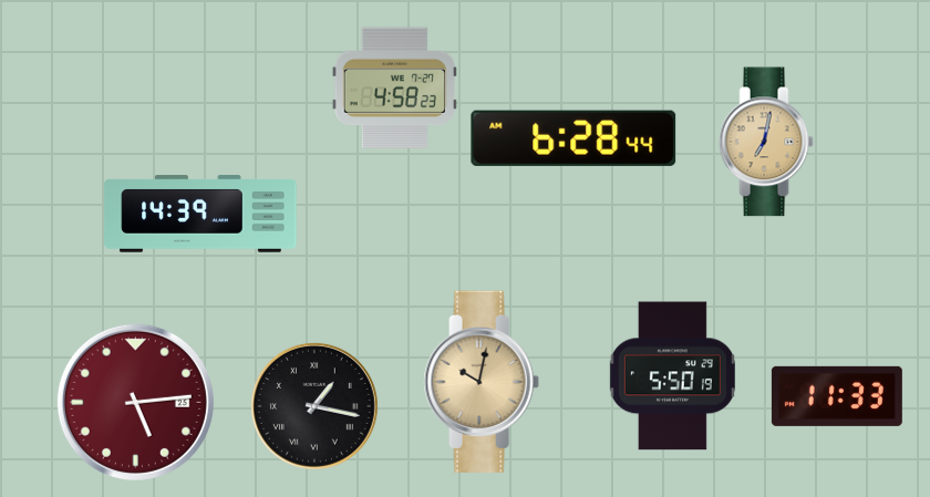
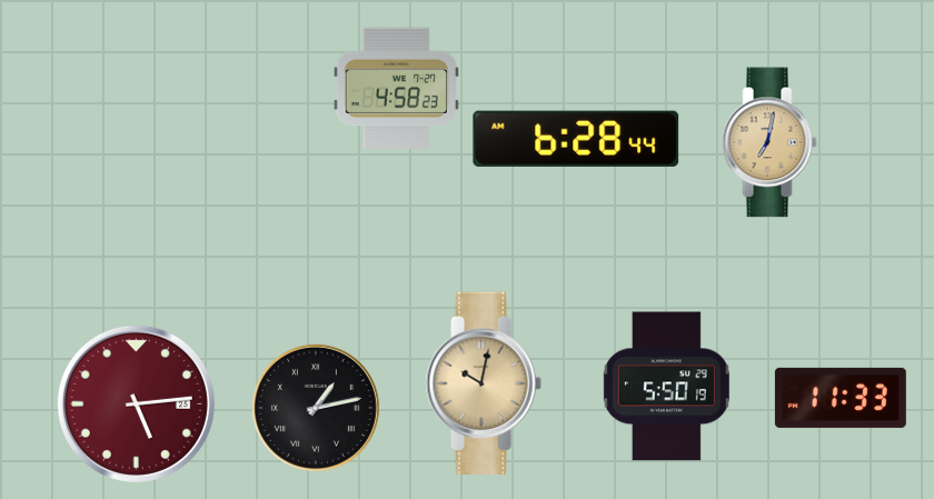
clock at (200, 214): 14:39 -> none
clock at (672, 376) position: (672, 376) -> (666, 387)
clock at (314, 406): 1:17 -> 1:13
